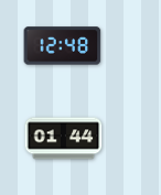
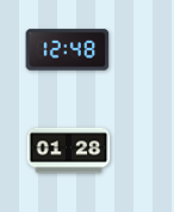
clock at (64, 139): 01:44 -> 01:28
